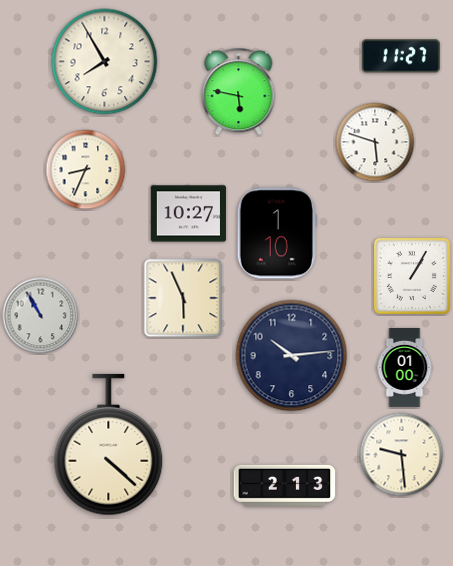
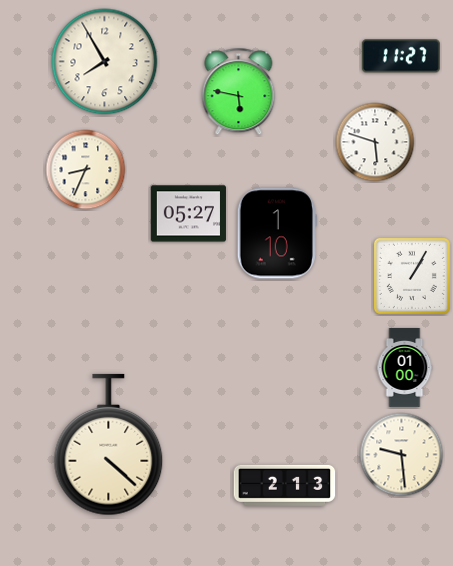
clock at (188, 214): 10:27 -> 05:27
clock at (183, 298): 5:56 -> none
clock at (41, 316): 10:55 -> none
clock at (292, 356): 10:14 -> none
